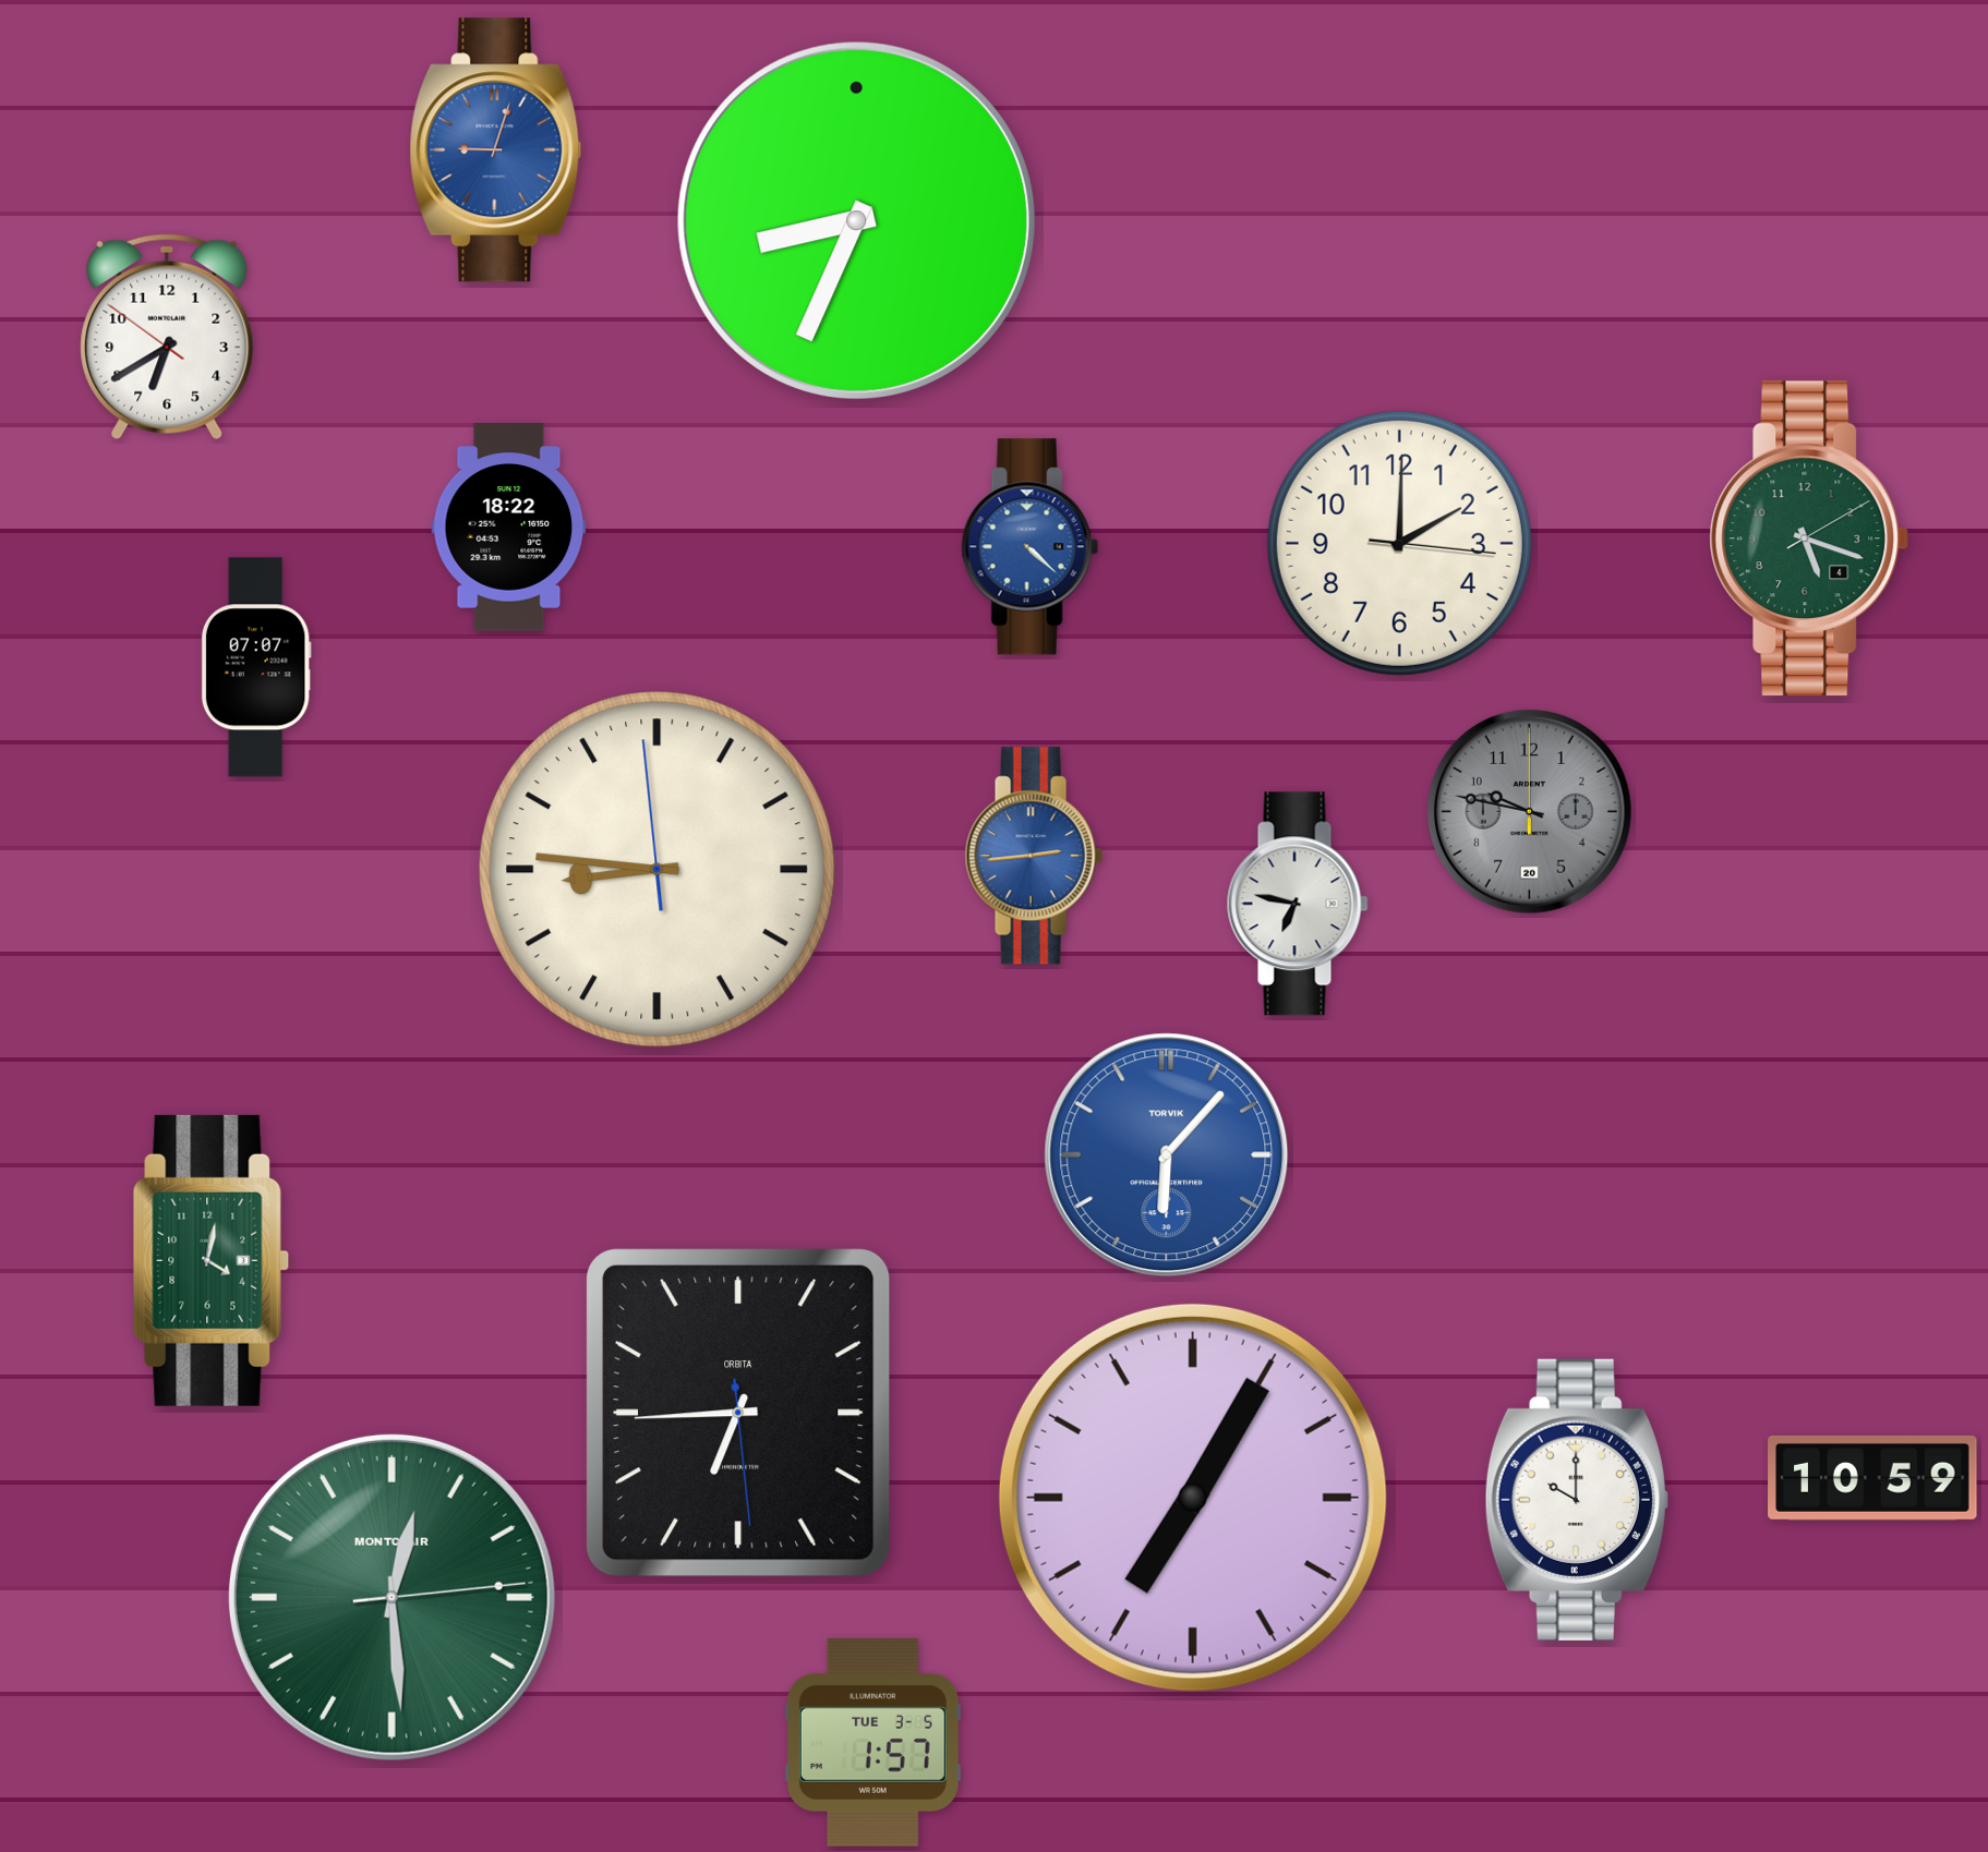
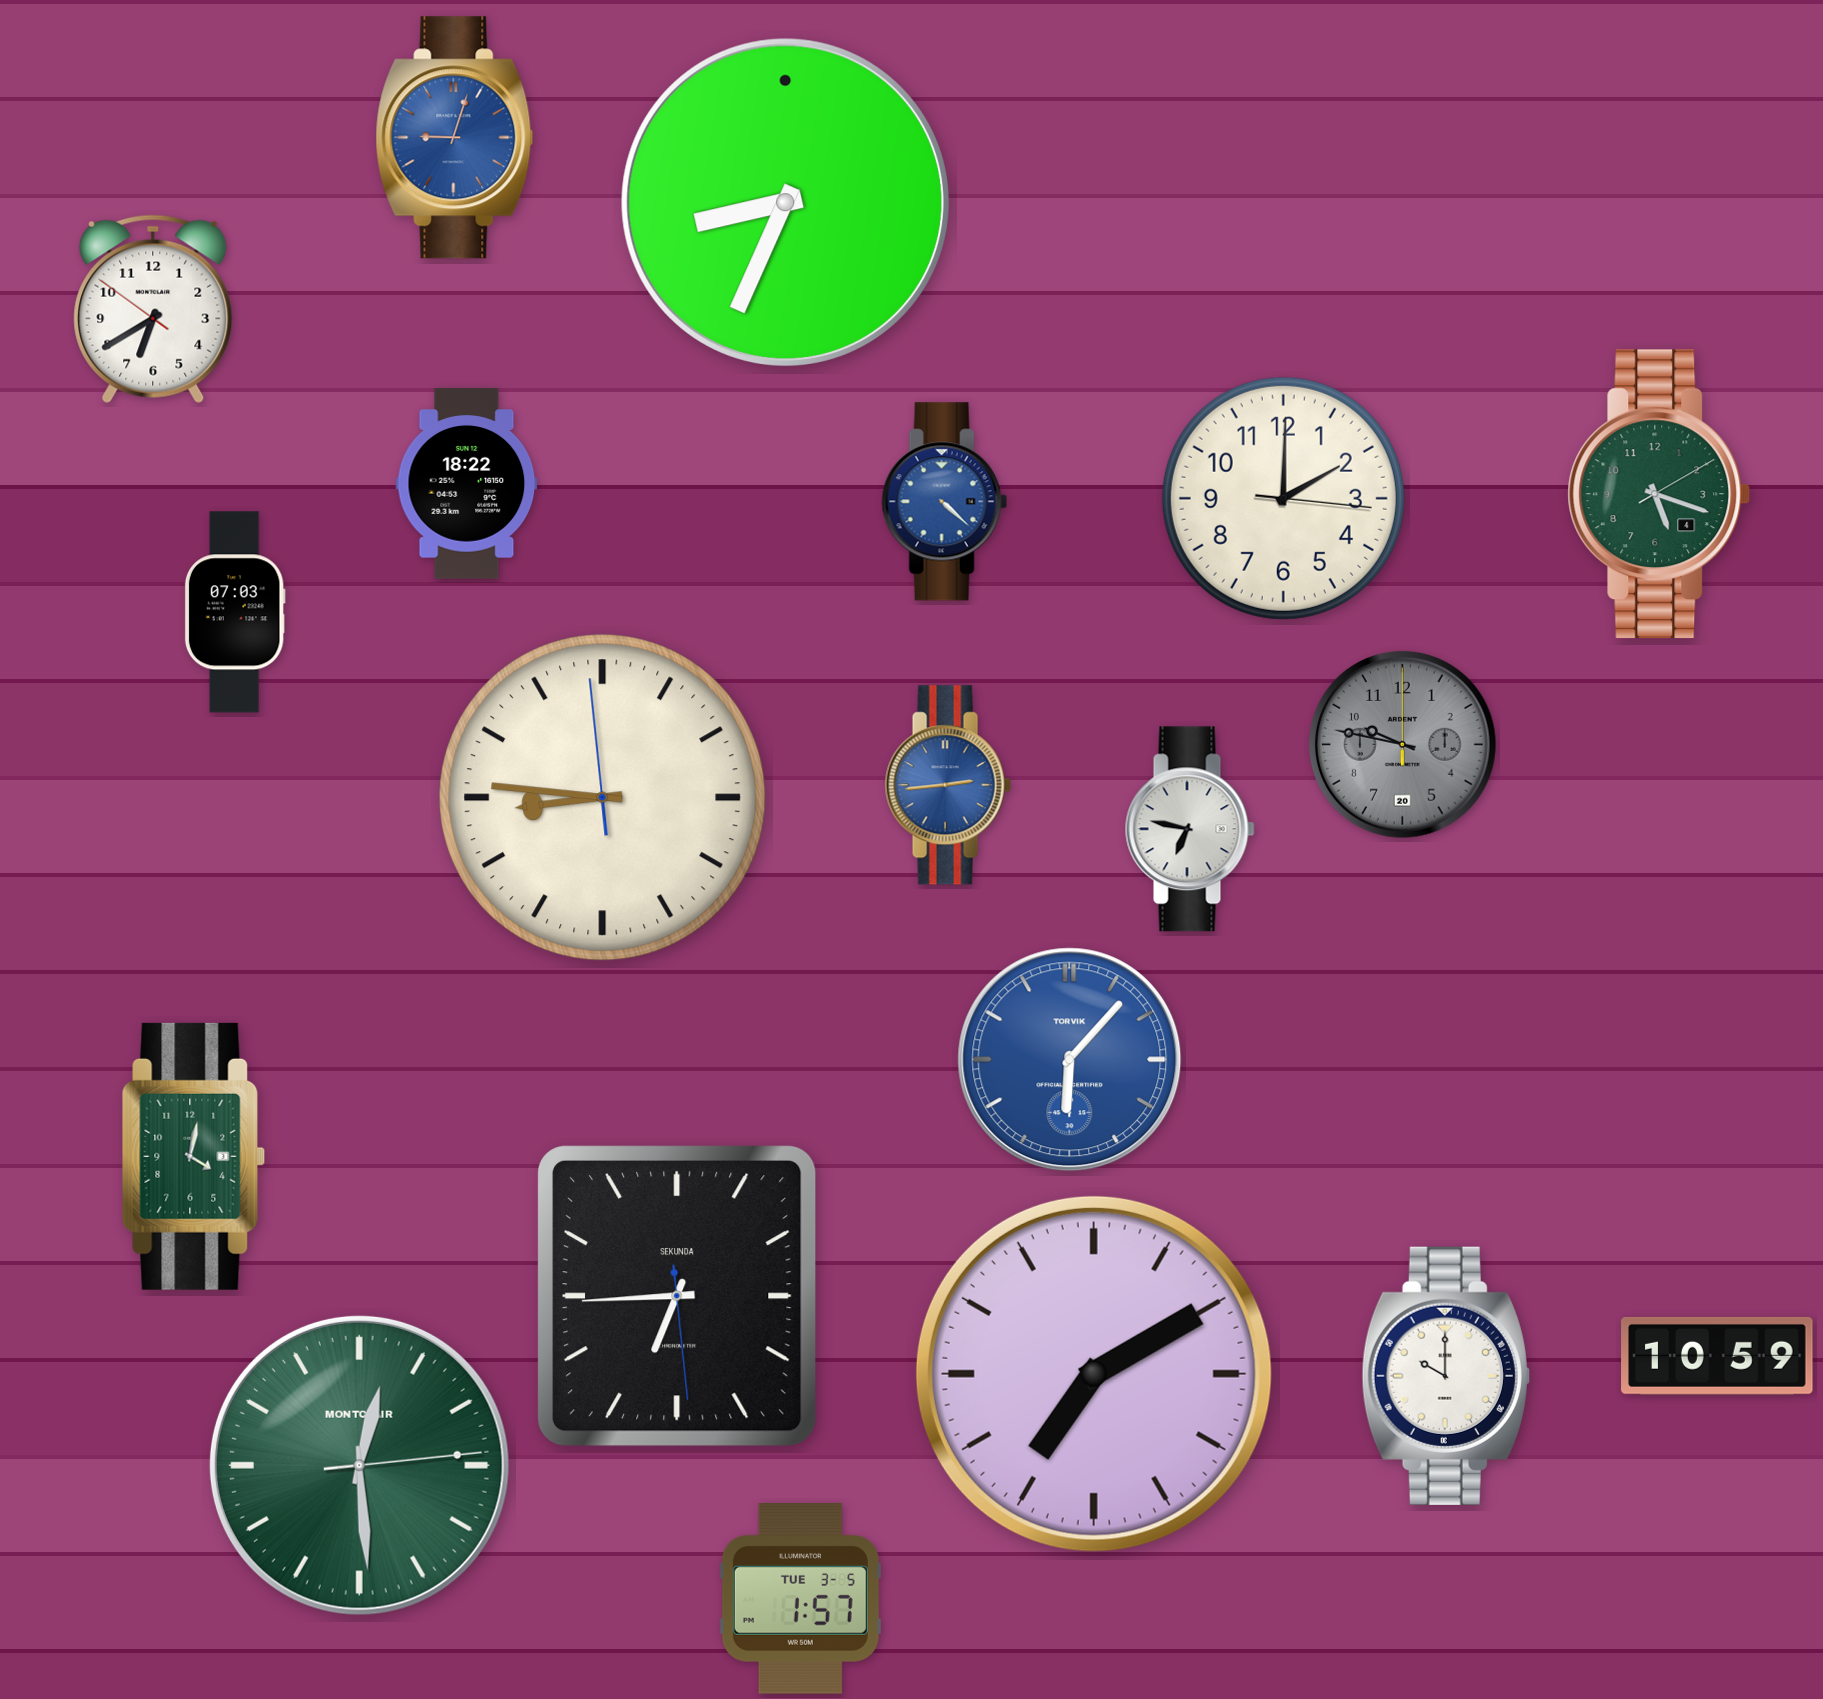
clock at (256, 667): 07:07 -> 07:03
clock at (738, 1413) brand: ORBITA -> SEKUNDA
clock at (1193, 1498): 7:05 -> 7:10
